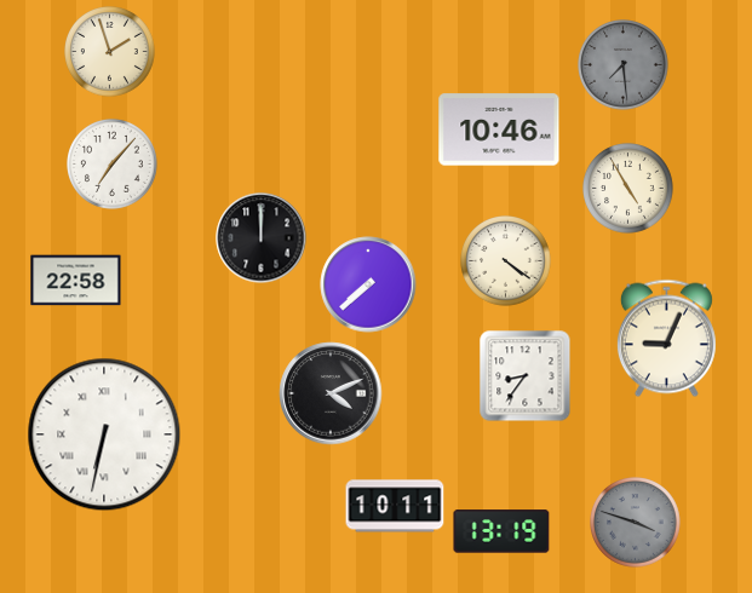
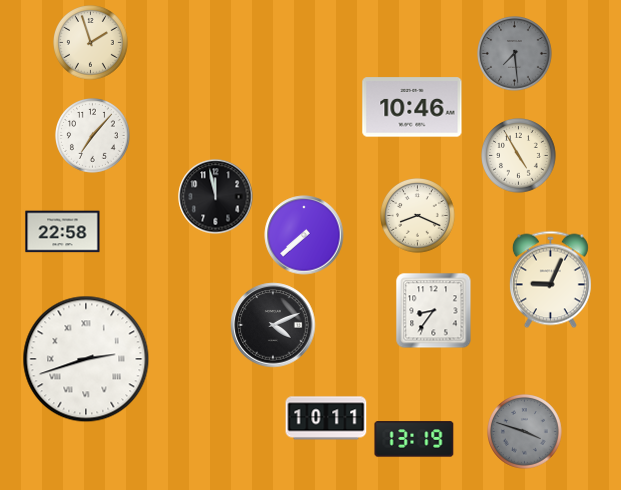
clock at (262, 238): 12:00 -> 11:58
clock at (506, 261): 4:21 -> 8:19
clock at (104, 434): 6:32 -> 2:42
